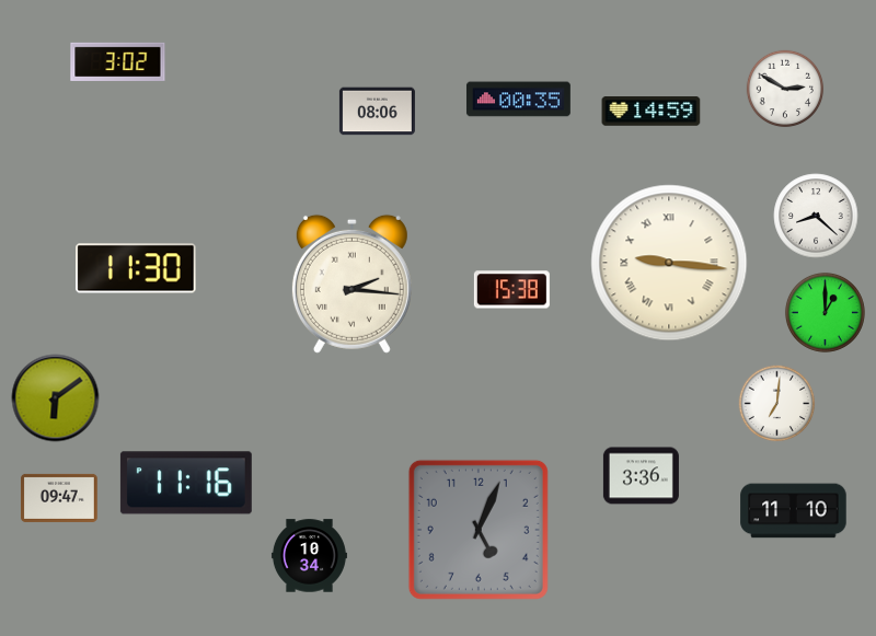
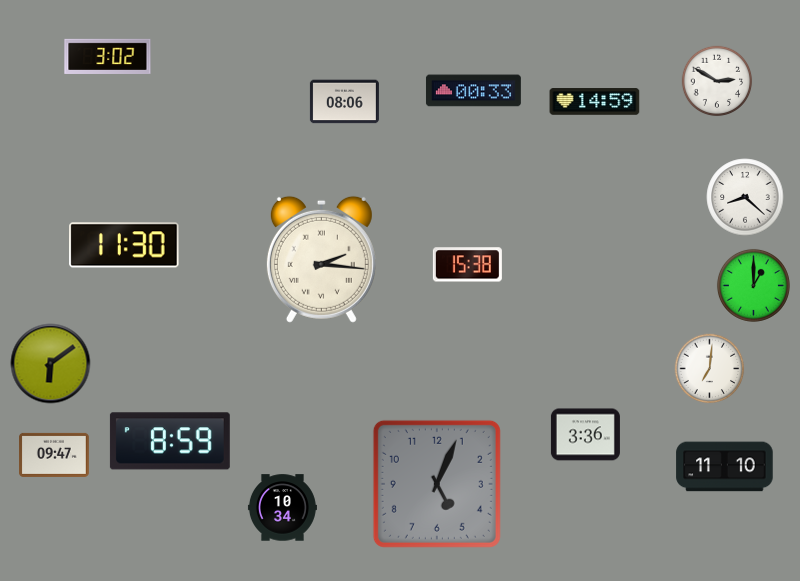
clock at (518, 100): 00:35 -> 00:33
clock at (669, 263): 9:16 -> none
clock at (186, 483): 11:16 -> 8:59
